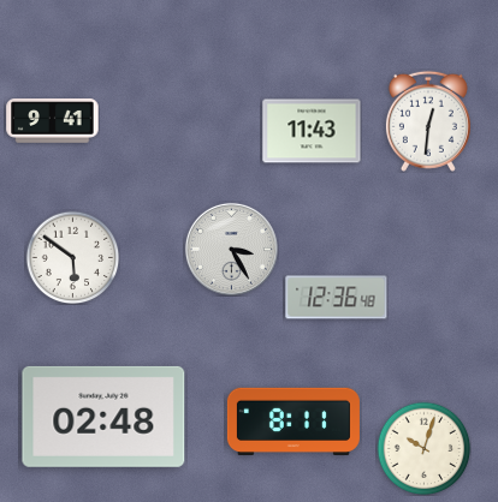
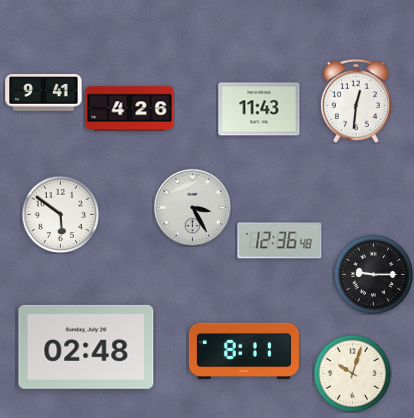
clock at (53, 121) position: (53, 121) -> (44, 93)
clock at (130, 109): none -> 4:26
clock at (337, 298) position: (337, 298) -> (280, 241)
clock at (373, 274): none -> 9:15
